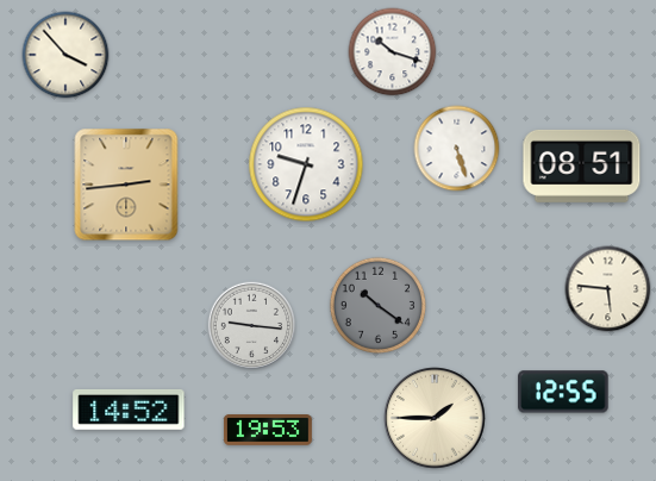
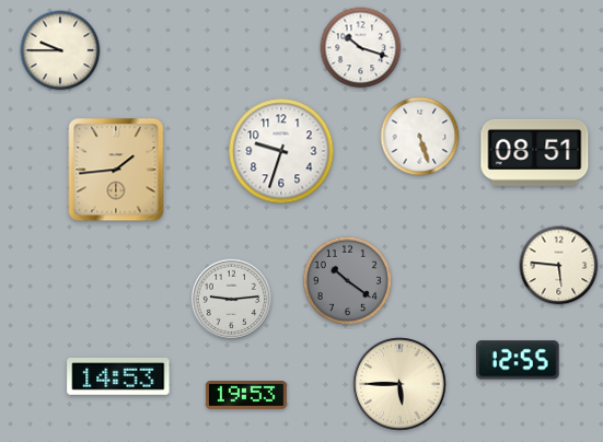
clock at (65, 55): 3:53 -> 9:45
clock at (126, 185): 2:44 -> 1:44
clock at (251, 325): 9:16 -> 9:14
clock at (129, 410): 14:52 -> 14:53
clock at (435, 418): 1:45 -> 5:45
